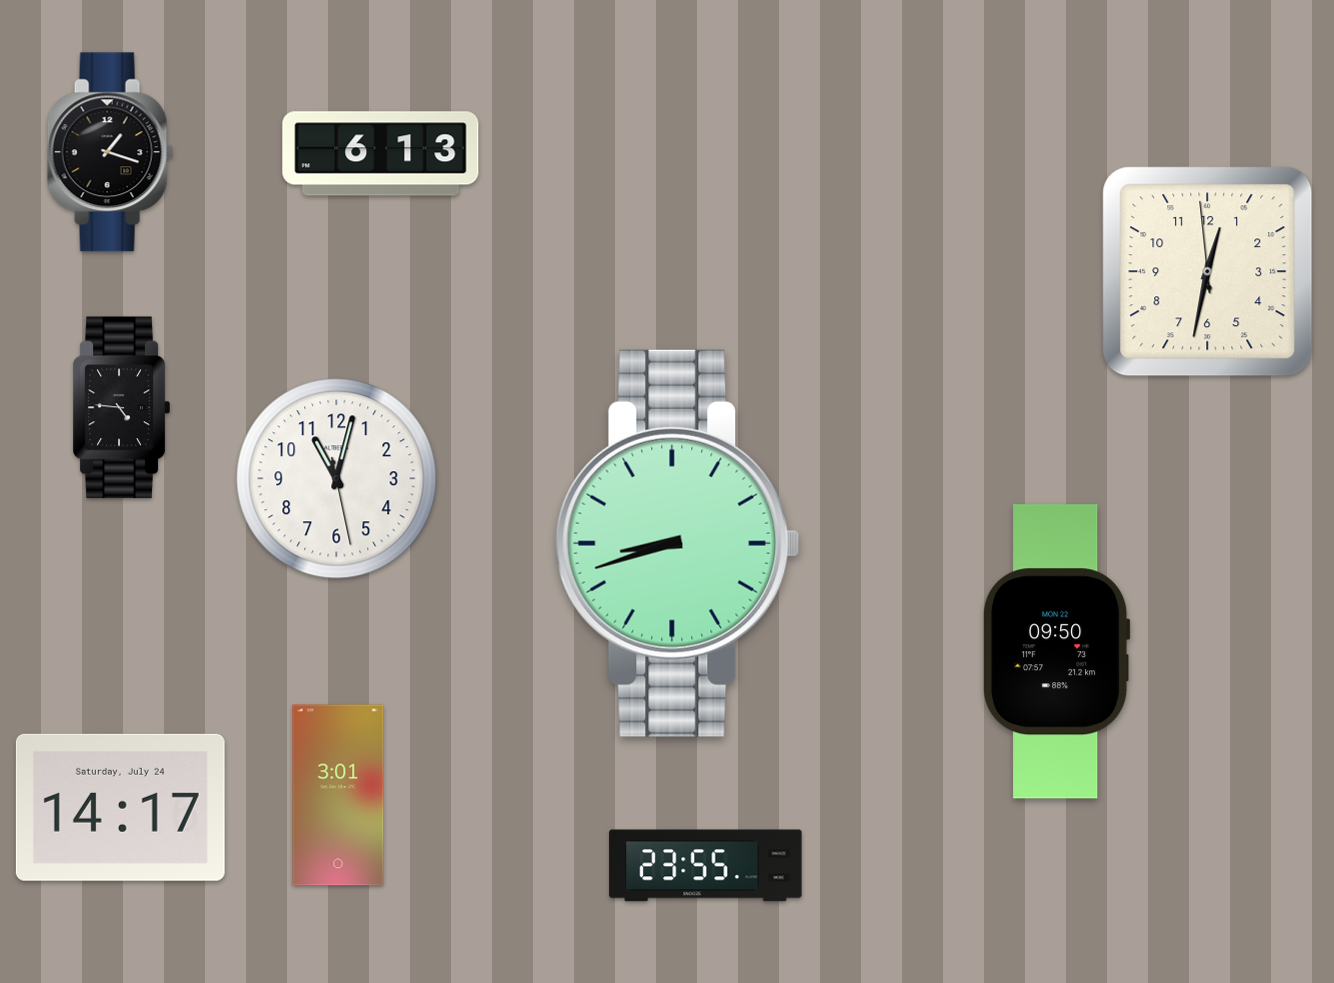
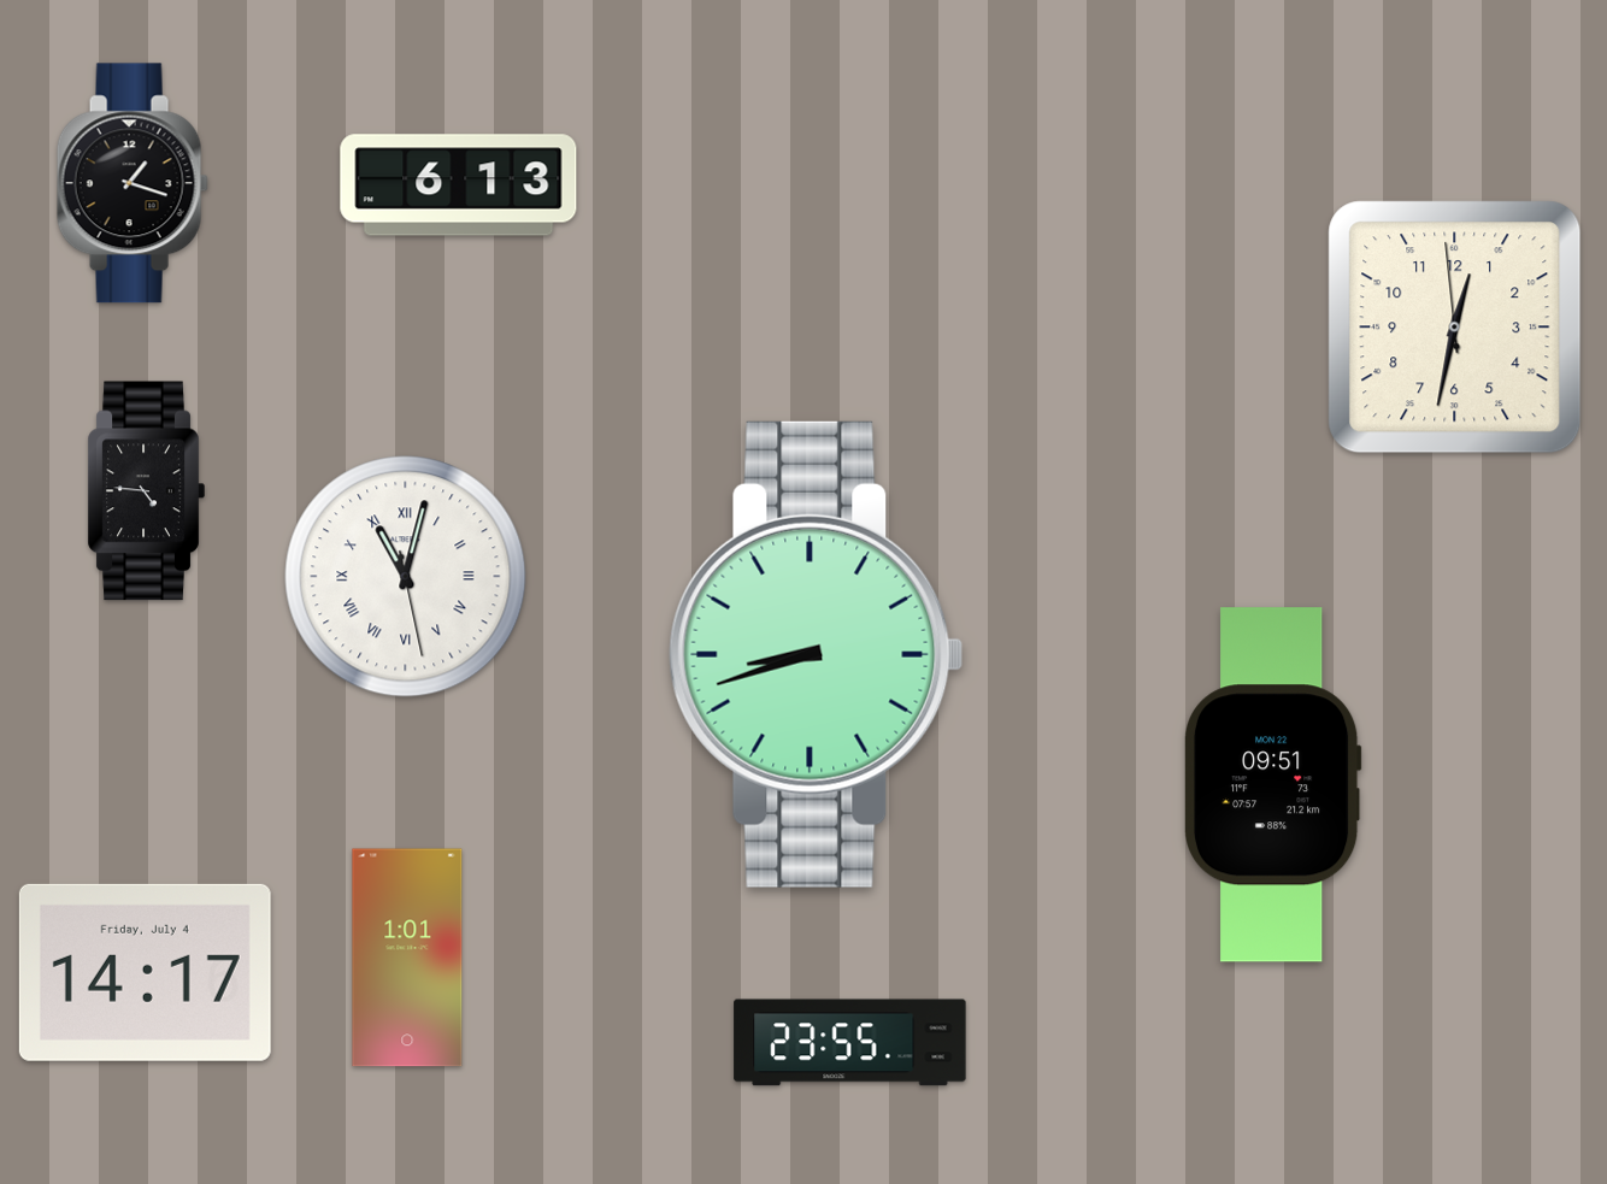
clock at (337, 479) numerals: Arabic -> Roman
clock at (1056, 652): 09:50 -> 09:51
clock at (338, 795): 3:01 -> 1:01
clock at (120, 807) date: Saturday, July 24 -> Friday, July 4
